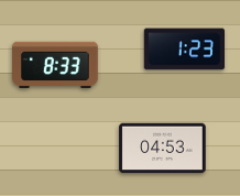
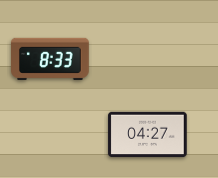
clock at (184, 50): 1:23 -> none
clock at (163, 149): 04:53 -> 04:27
